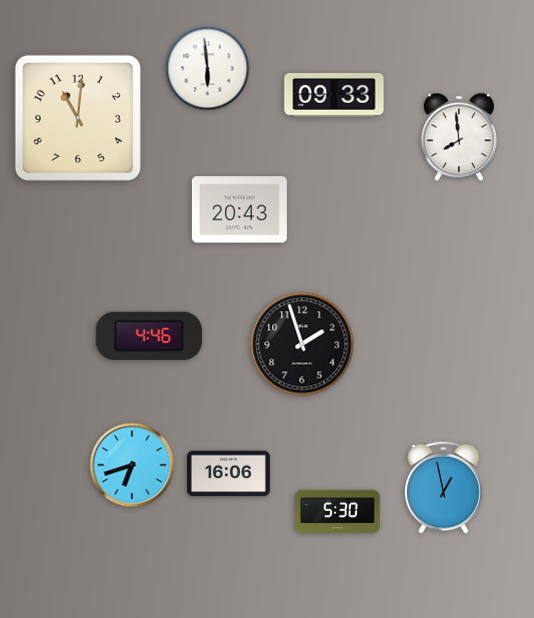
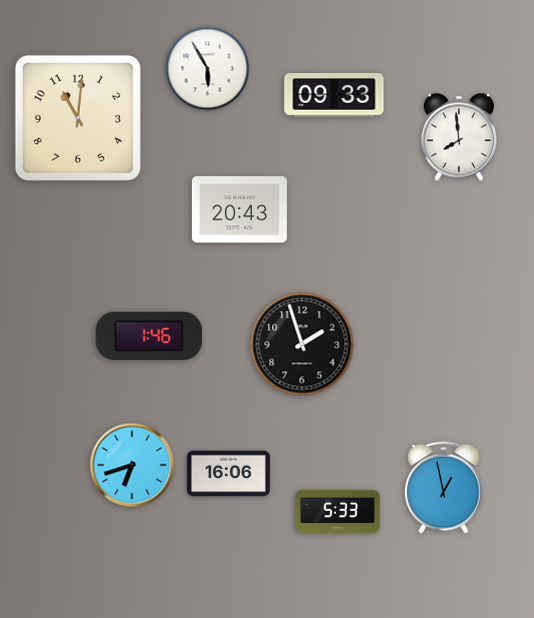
clock at (208, 69): 5:59 -> 5:55
clock at (149, 336): 4:46 -> 1:46
clock at (338, 511): 5:30 -> 5:33
